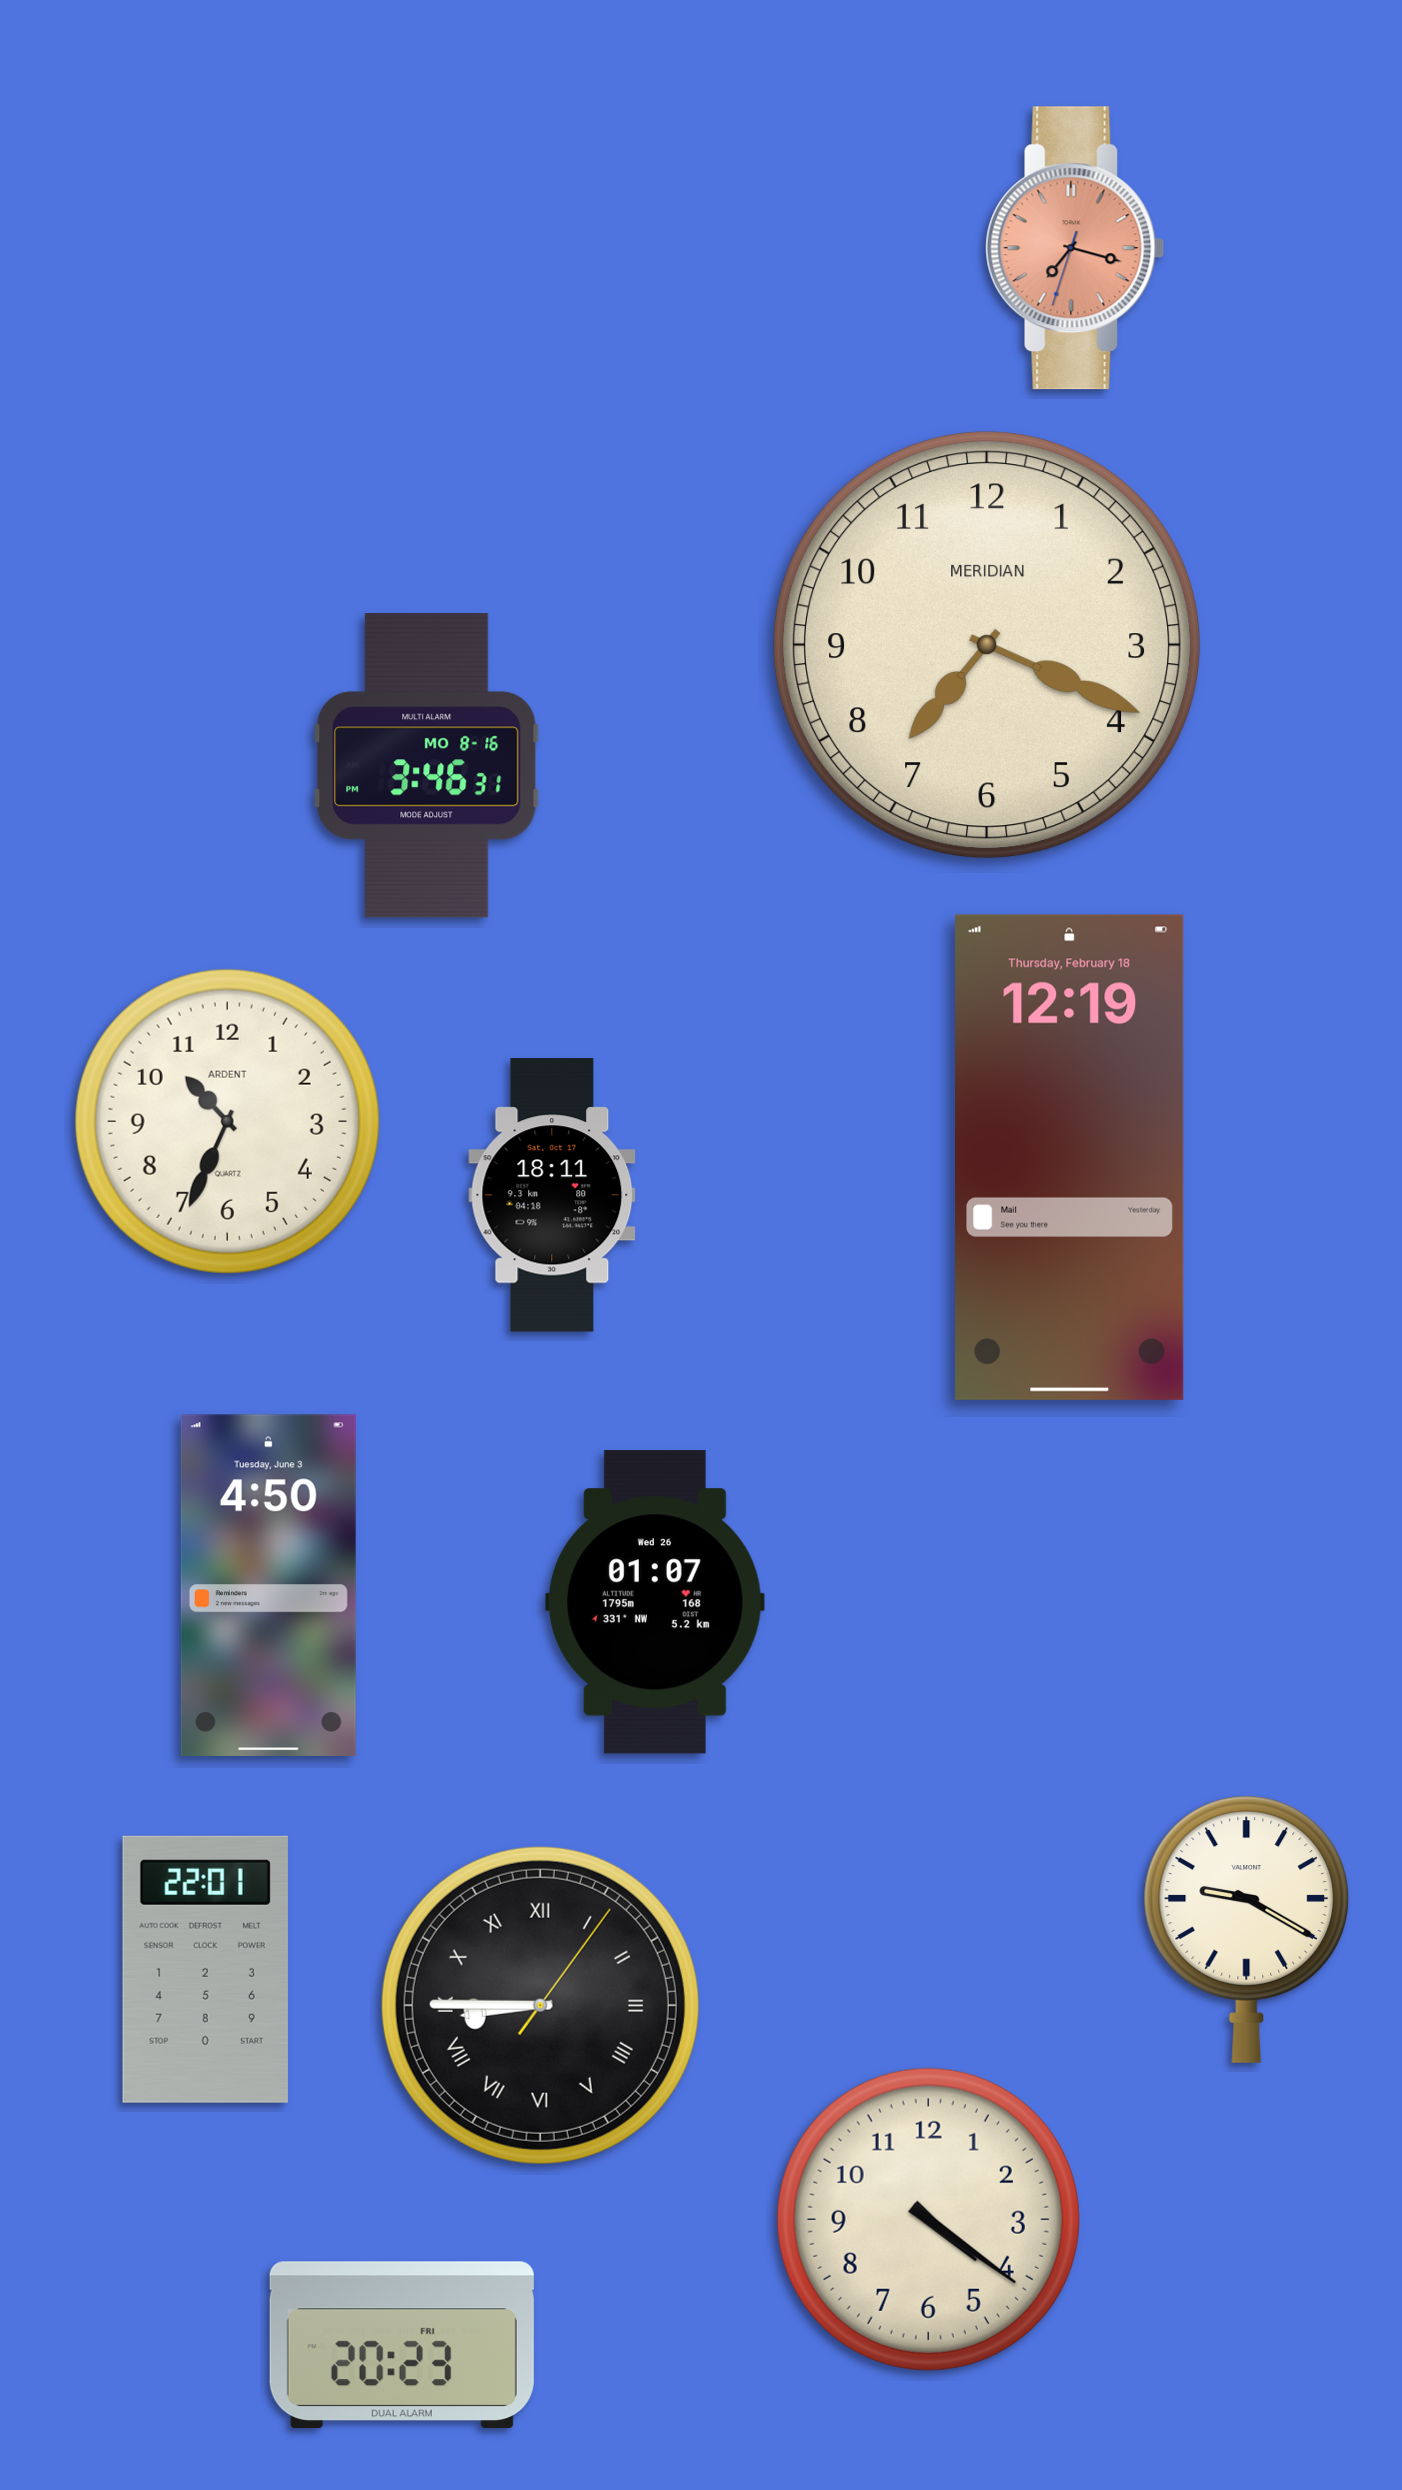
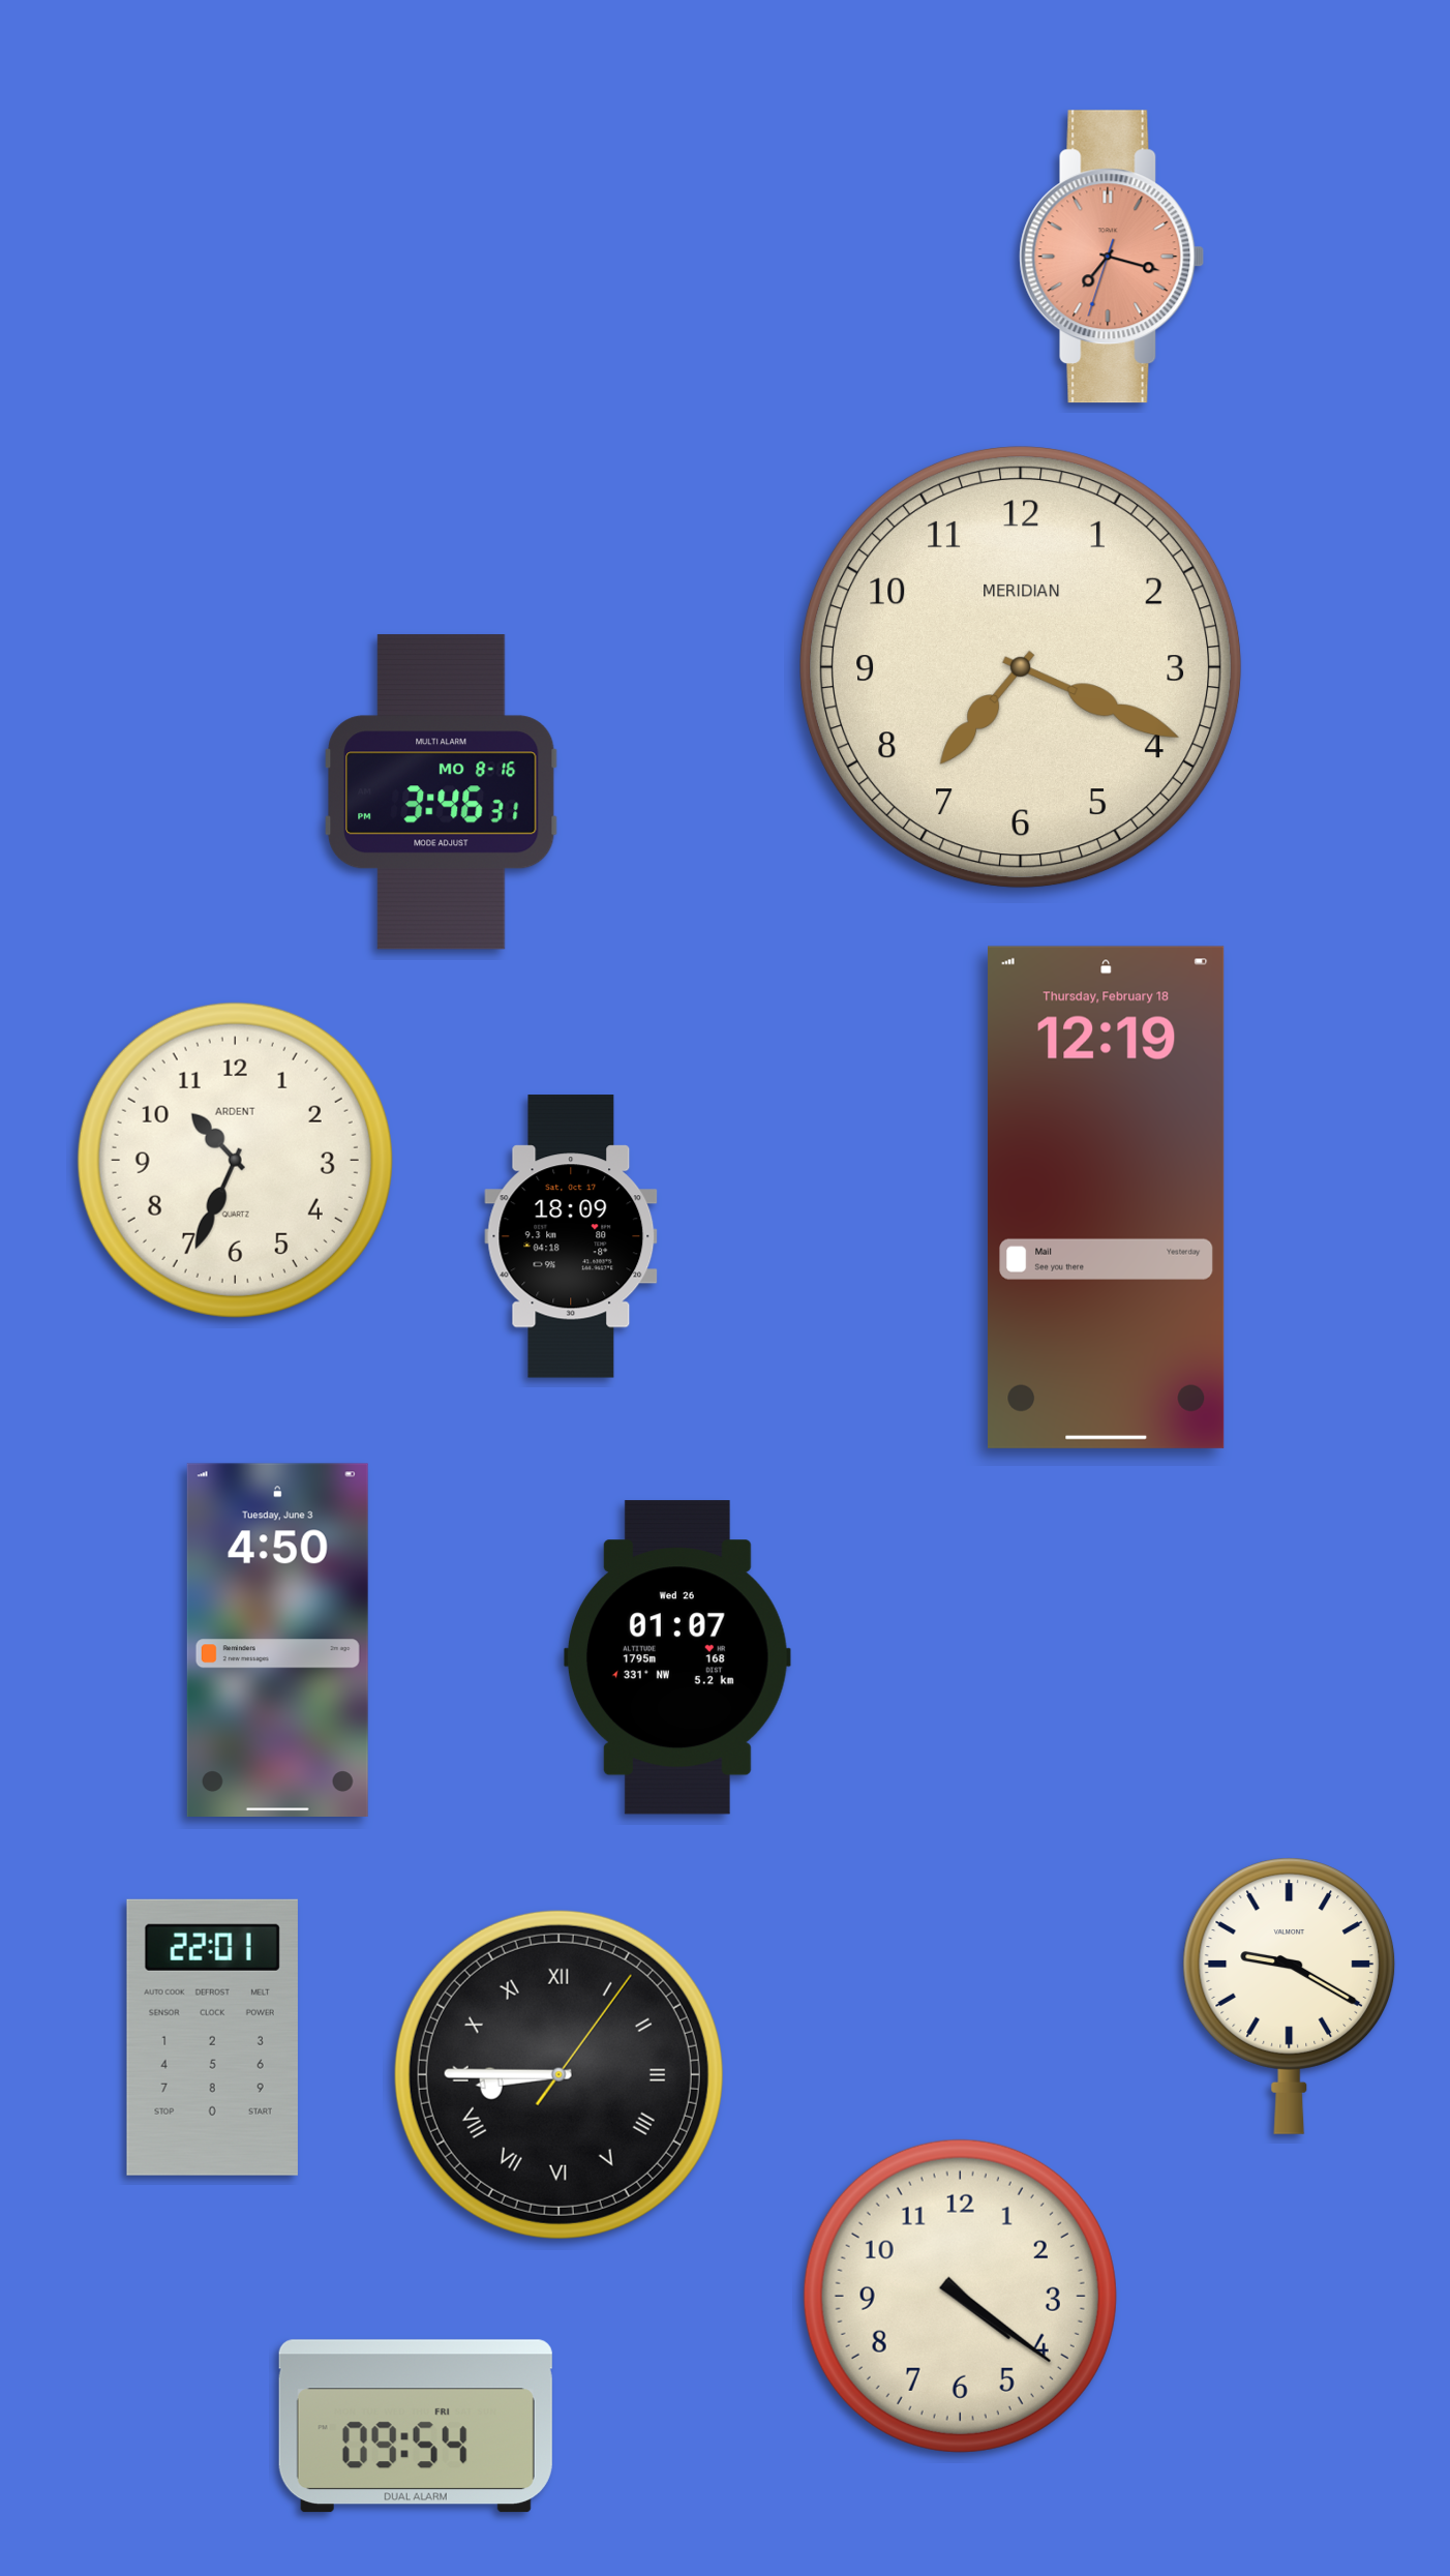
clock at (552, 1195): 18:11 -> 18:09
clock at (402, 2345): 20:23 -> 09:54
